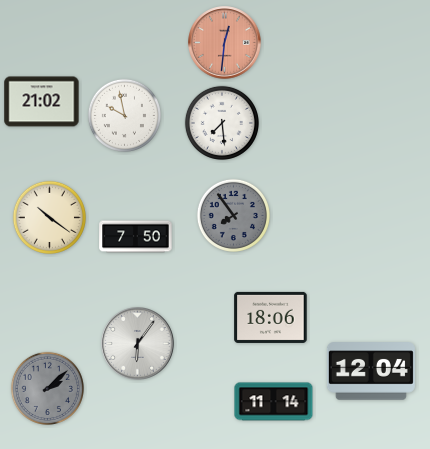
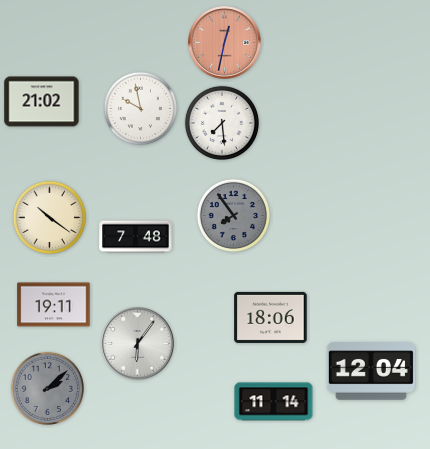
clock at (225, 43): 12:31 -> 12:32
clock at (124, 115) position: (124, 115) -> (140, 108)
clock at (136, 237): 7:50 -> 7:48
clock at (54, 305): none -> 19:11
